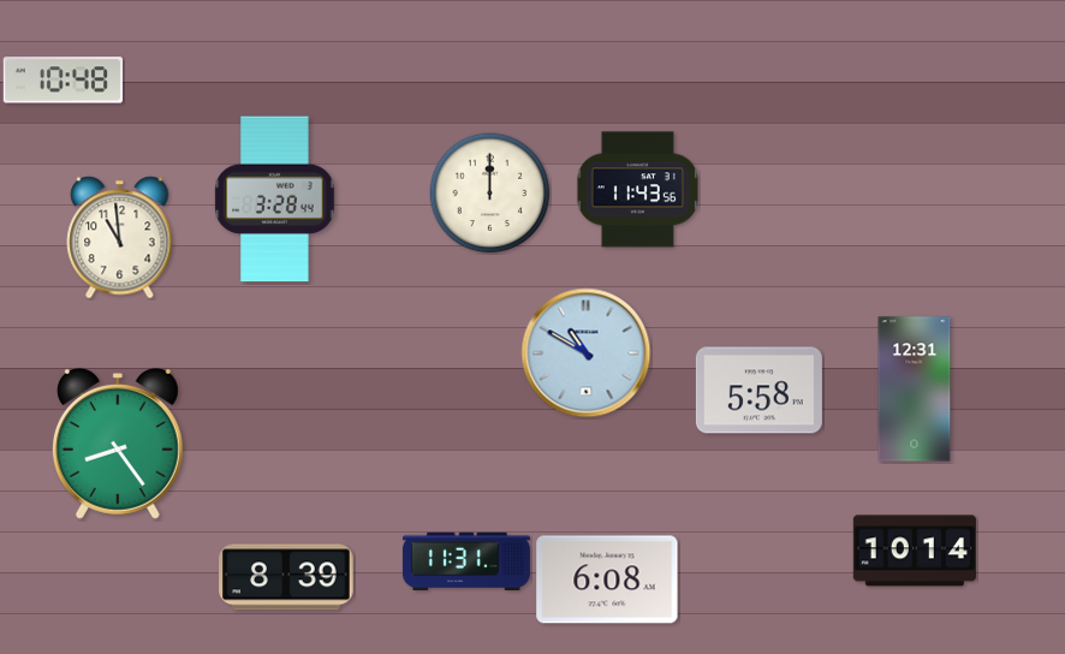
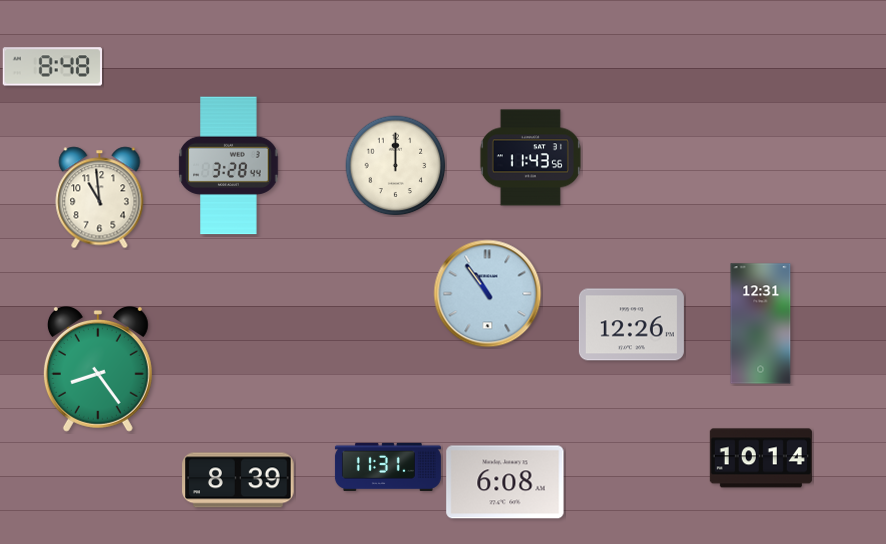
clock at (63, 81): 10:48 -> 8:48
clock at (490, 194) position: (490, 194) -> (396, 166)
clock at (587, 353): 10:50 -> 10:54
clock at (758, 391): 5:58 -> 12:26
